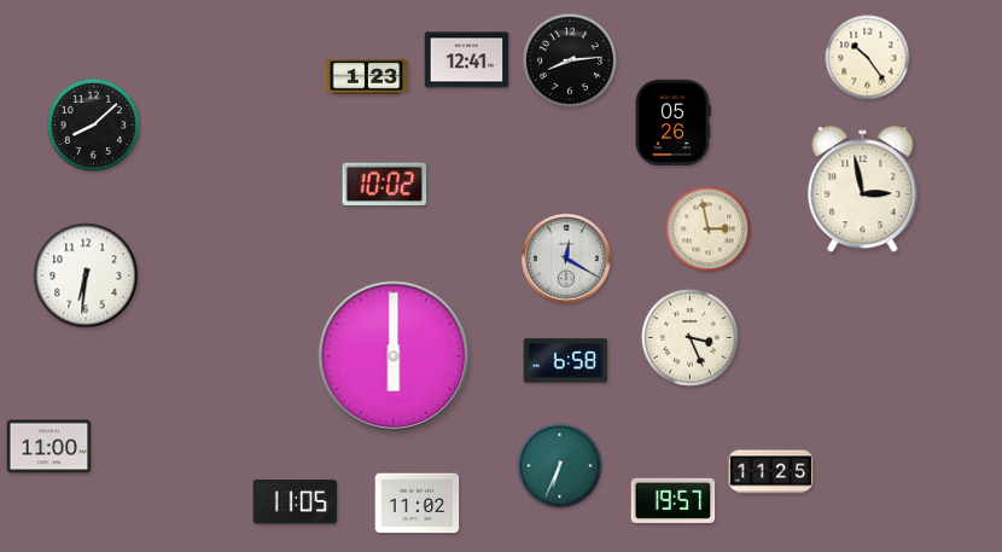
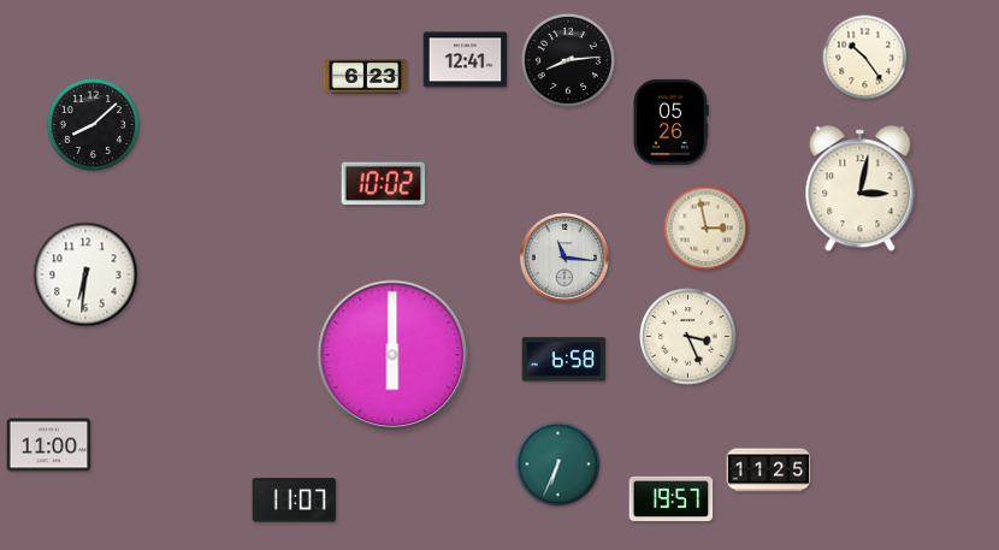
clock at (367, 77): 1:23 -> 6:23
clock at (863, 190): 2:58 -> 3:02
clock at (566, 258): 12:20 -> 11:16
clock at (296, 502): 11:05 -> 11:07
clock at (418, 504): 11:02 -> none
